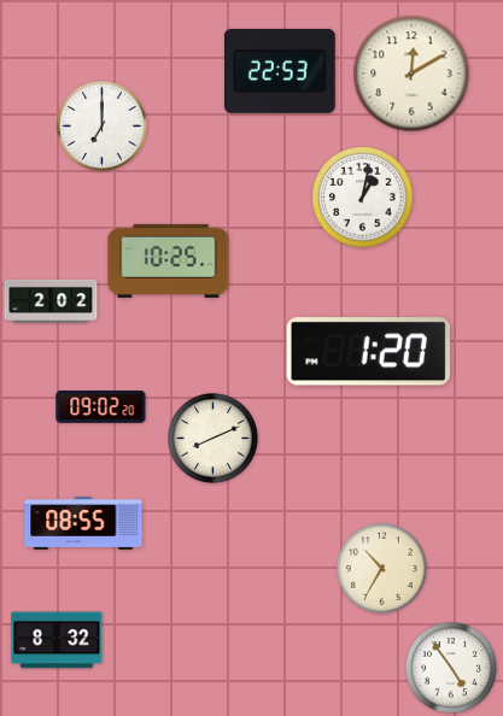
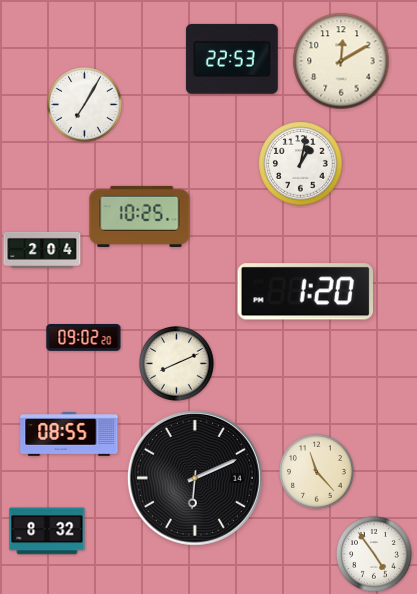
clock at (103, 127): 7:00 -> 7:05
clock at (51, 301): 2:02 -> 2:04
clock at (382, 569): 10:35 -> 11:23
clock at (195, 478): none -> 6:11
